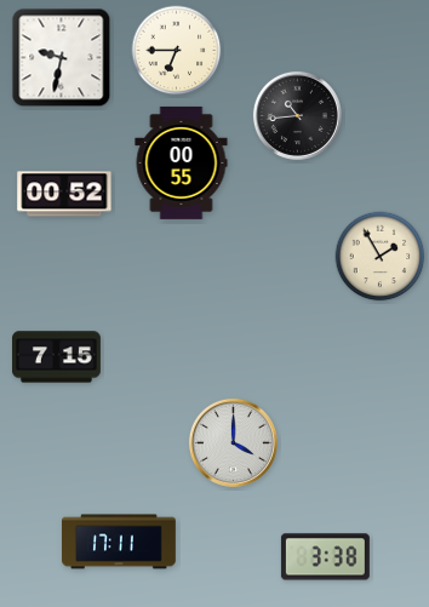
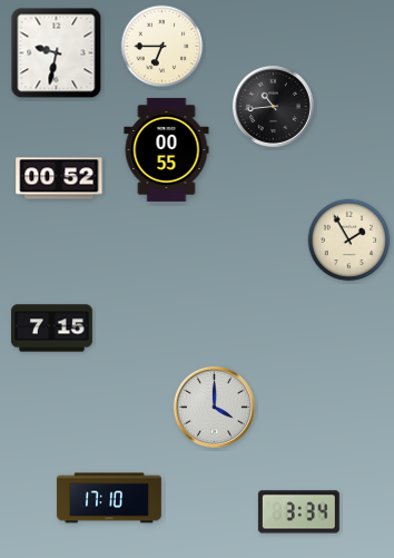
clock at (381, 257) position: (381, 257) -> (349, 241)
clock at (120, 542): 17:11 -> 17:10
clock at (325, 557): 3:38 -> 3:34
